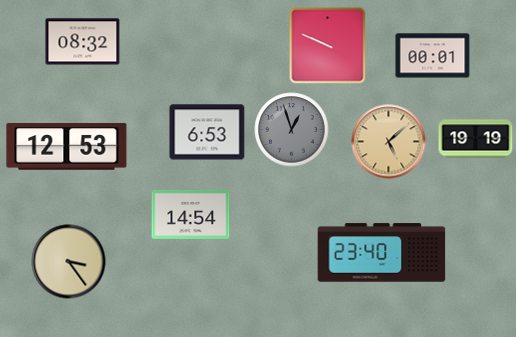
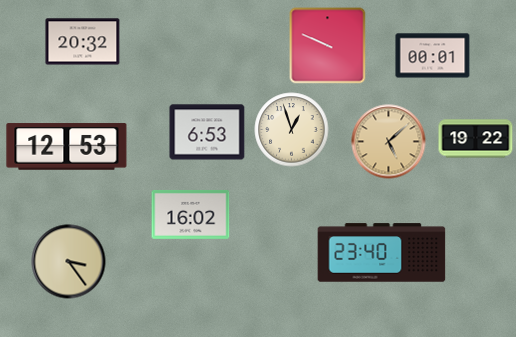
clock at (83, 42): 08:32 -> 20:32
clock at (292, 130) dial: grey -> cream
clock at (476, 139): 19:19 -> 19:22
clock at (191, 214): 14:54 -> 16:02
